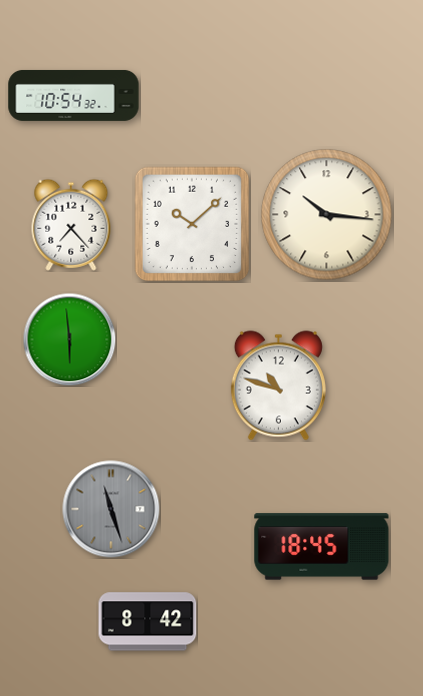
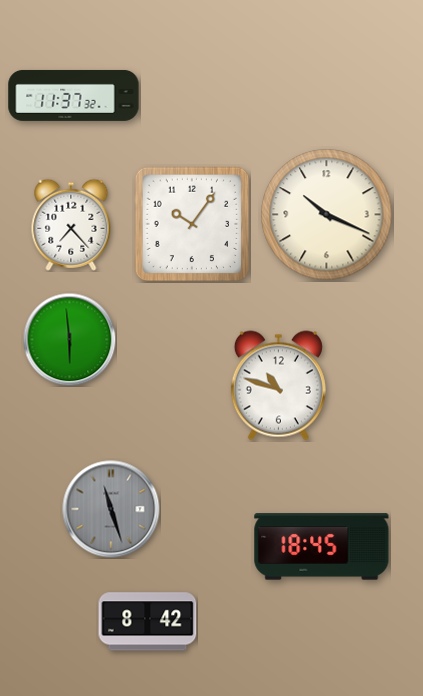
clock at (74, 95): 10:54 -> 11:37
clock at (327, 215): 10:16 -> 10:19
clock at (192, 224): 10:08 -> 10:06
